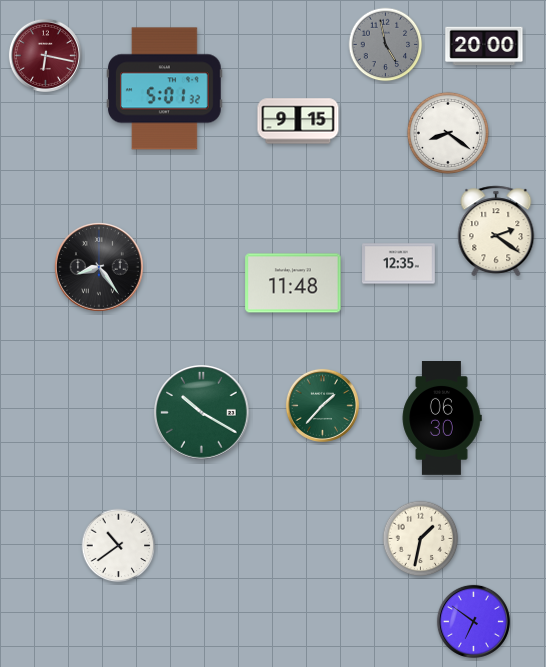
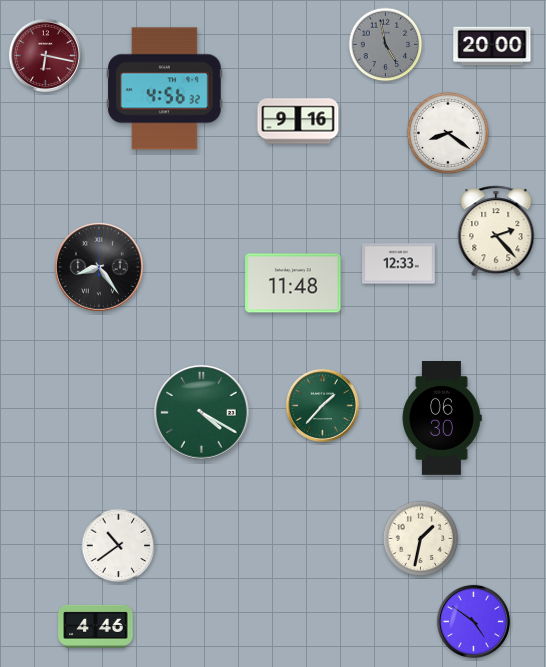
clock at (484, 46) position: (484, 46) -> (492, 46)
clock at (164, 89): 5:01 -> 4:56
clock at (298, 121): 9:15 -> 9:16
clock at (496, 231): 2:21 -> 2:23
clock at (399, 264): 12:35 -> 12:33
clock at (202, 413): 10:20 -> 4:20
clock at (473, 621): 6:51 -> 4:51
clock at (96, 626): none -> 4:46
